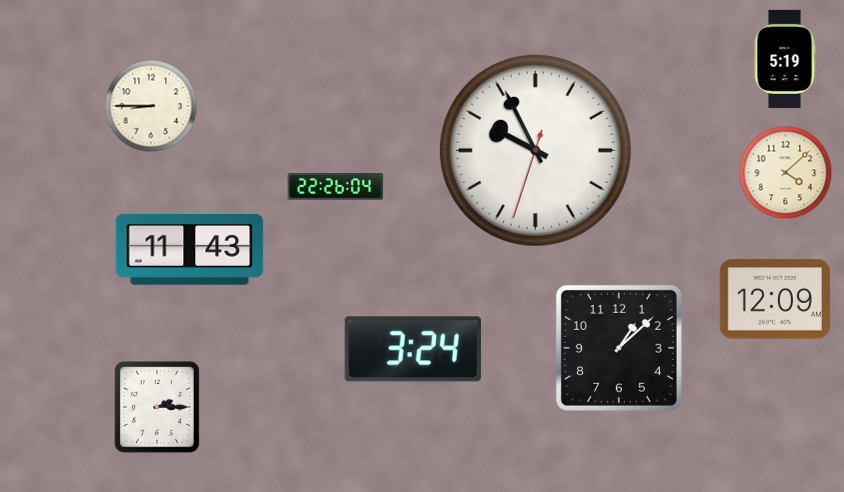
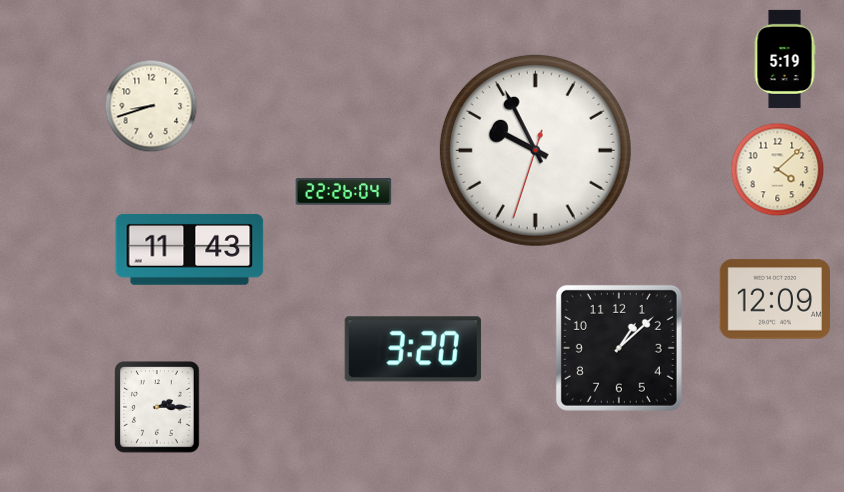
clock at (151, 106): 8:45 -> 8:42
clock at (786, 173) position: (786, 173) -> (778, 170)
clock at (336, 187) position: (336, 187) -> (344, 192)
clock at (413, 349): 3:24 -> 3:20
